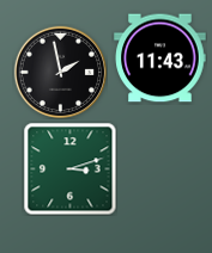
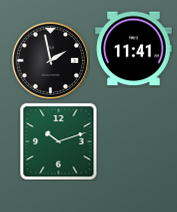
clock at (160, 58): 11:43 -> 11:41
clock at (69, 168): 3:12 -> 10:12
